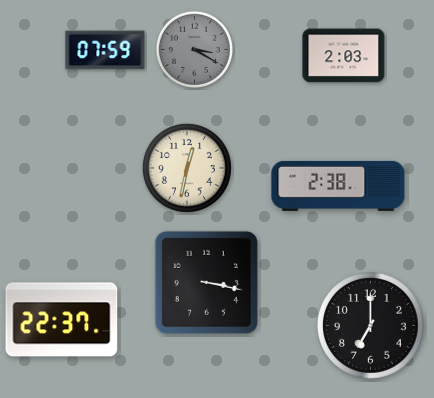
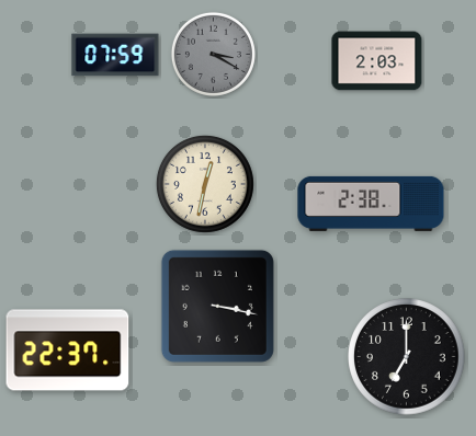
clock at (206, 282) position: (206, 282) -> (217, 306)
